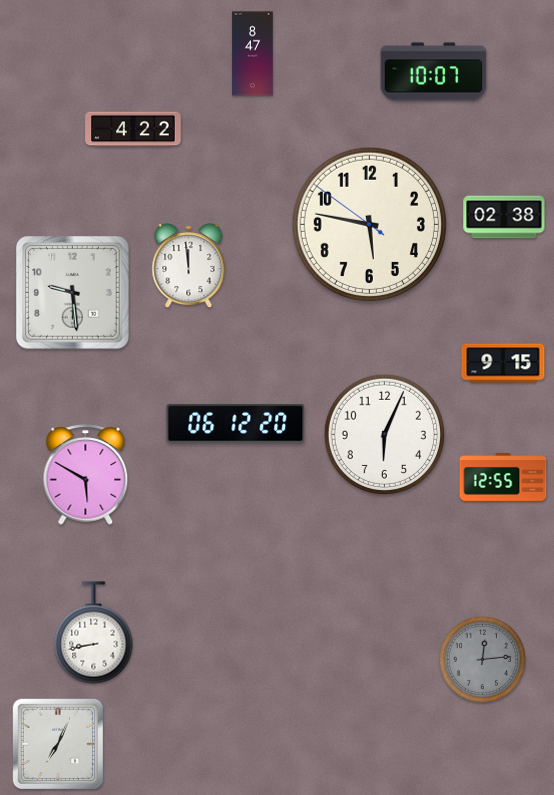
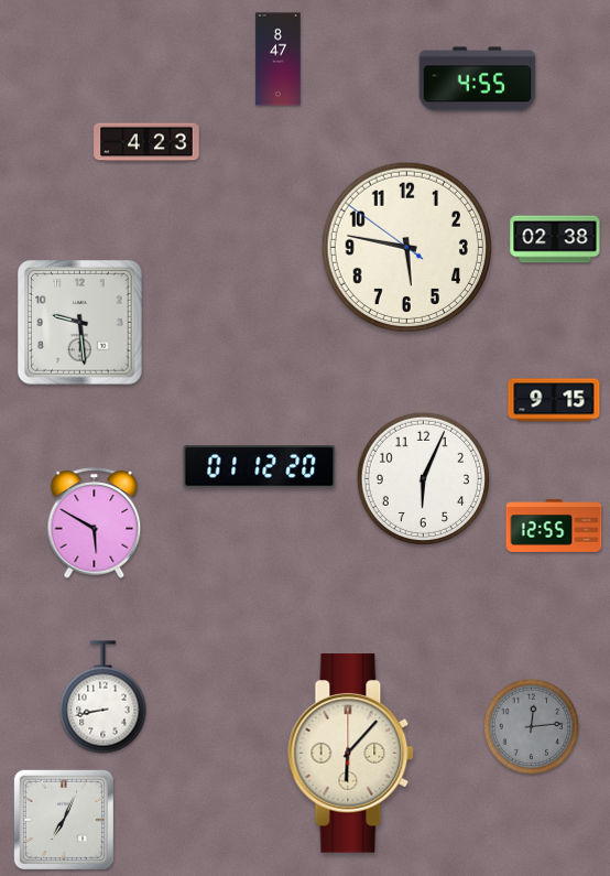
clock at (434, 72): 10:07 -> 4:55
clock at (133, 129): 4:22 -> 4:23
clock at (189, 266): 11:59 -> none
clock at (236, 424): 06:12 -> 01:12
clock at (351, 754): none -> 6:07
